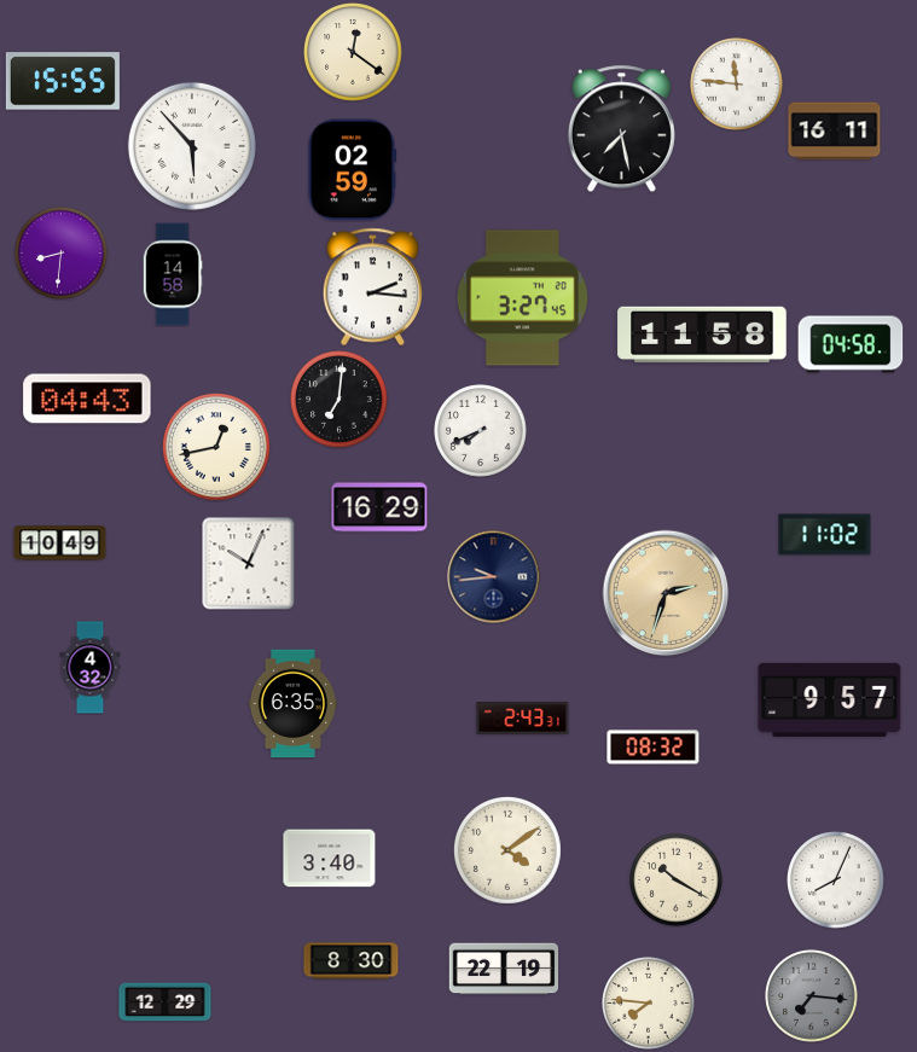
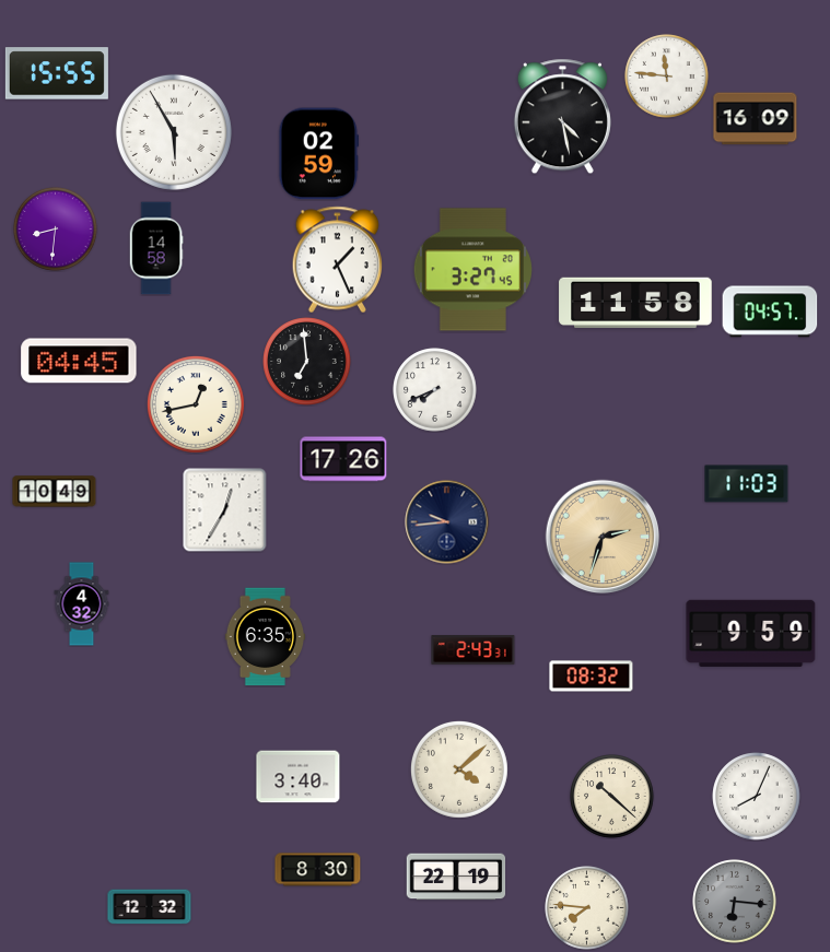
clock at (353, 52): 12:21 -> none
clock at (621, 129): 7:28 -> 4:28
clock at (835, 132): 16:11 -> 16:09
clock at (192, 146): 5:53 -> 5:55
clock at (373, 287): 2:16 -> 1:26
clock at (851, 344): 04:58 -> 04:57
clock at (87, 399): 04:43 -> 04:45
clock at (339, 400): 7:01 -> 6:59
clock at (379, 507): 16:29 -> 17:26
clock at (825, 535): 11:02 -> 11:03
clock at (249, 564): 10:04 -> 12:35
clock at (830, 699): 9:57 -> 9:59
clock at (507, 850): 4:09 -> 4:08
clock at (677, 880): 10:20 -> 10:22
clock at (812, 996): 7:16 -> 6:16
clock at (166, 1002): 12:29 -> 12:32
